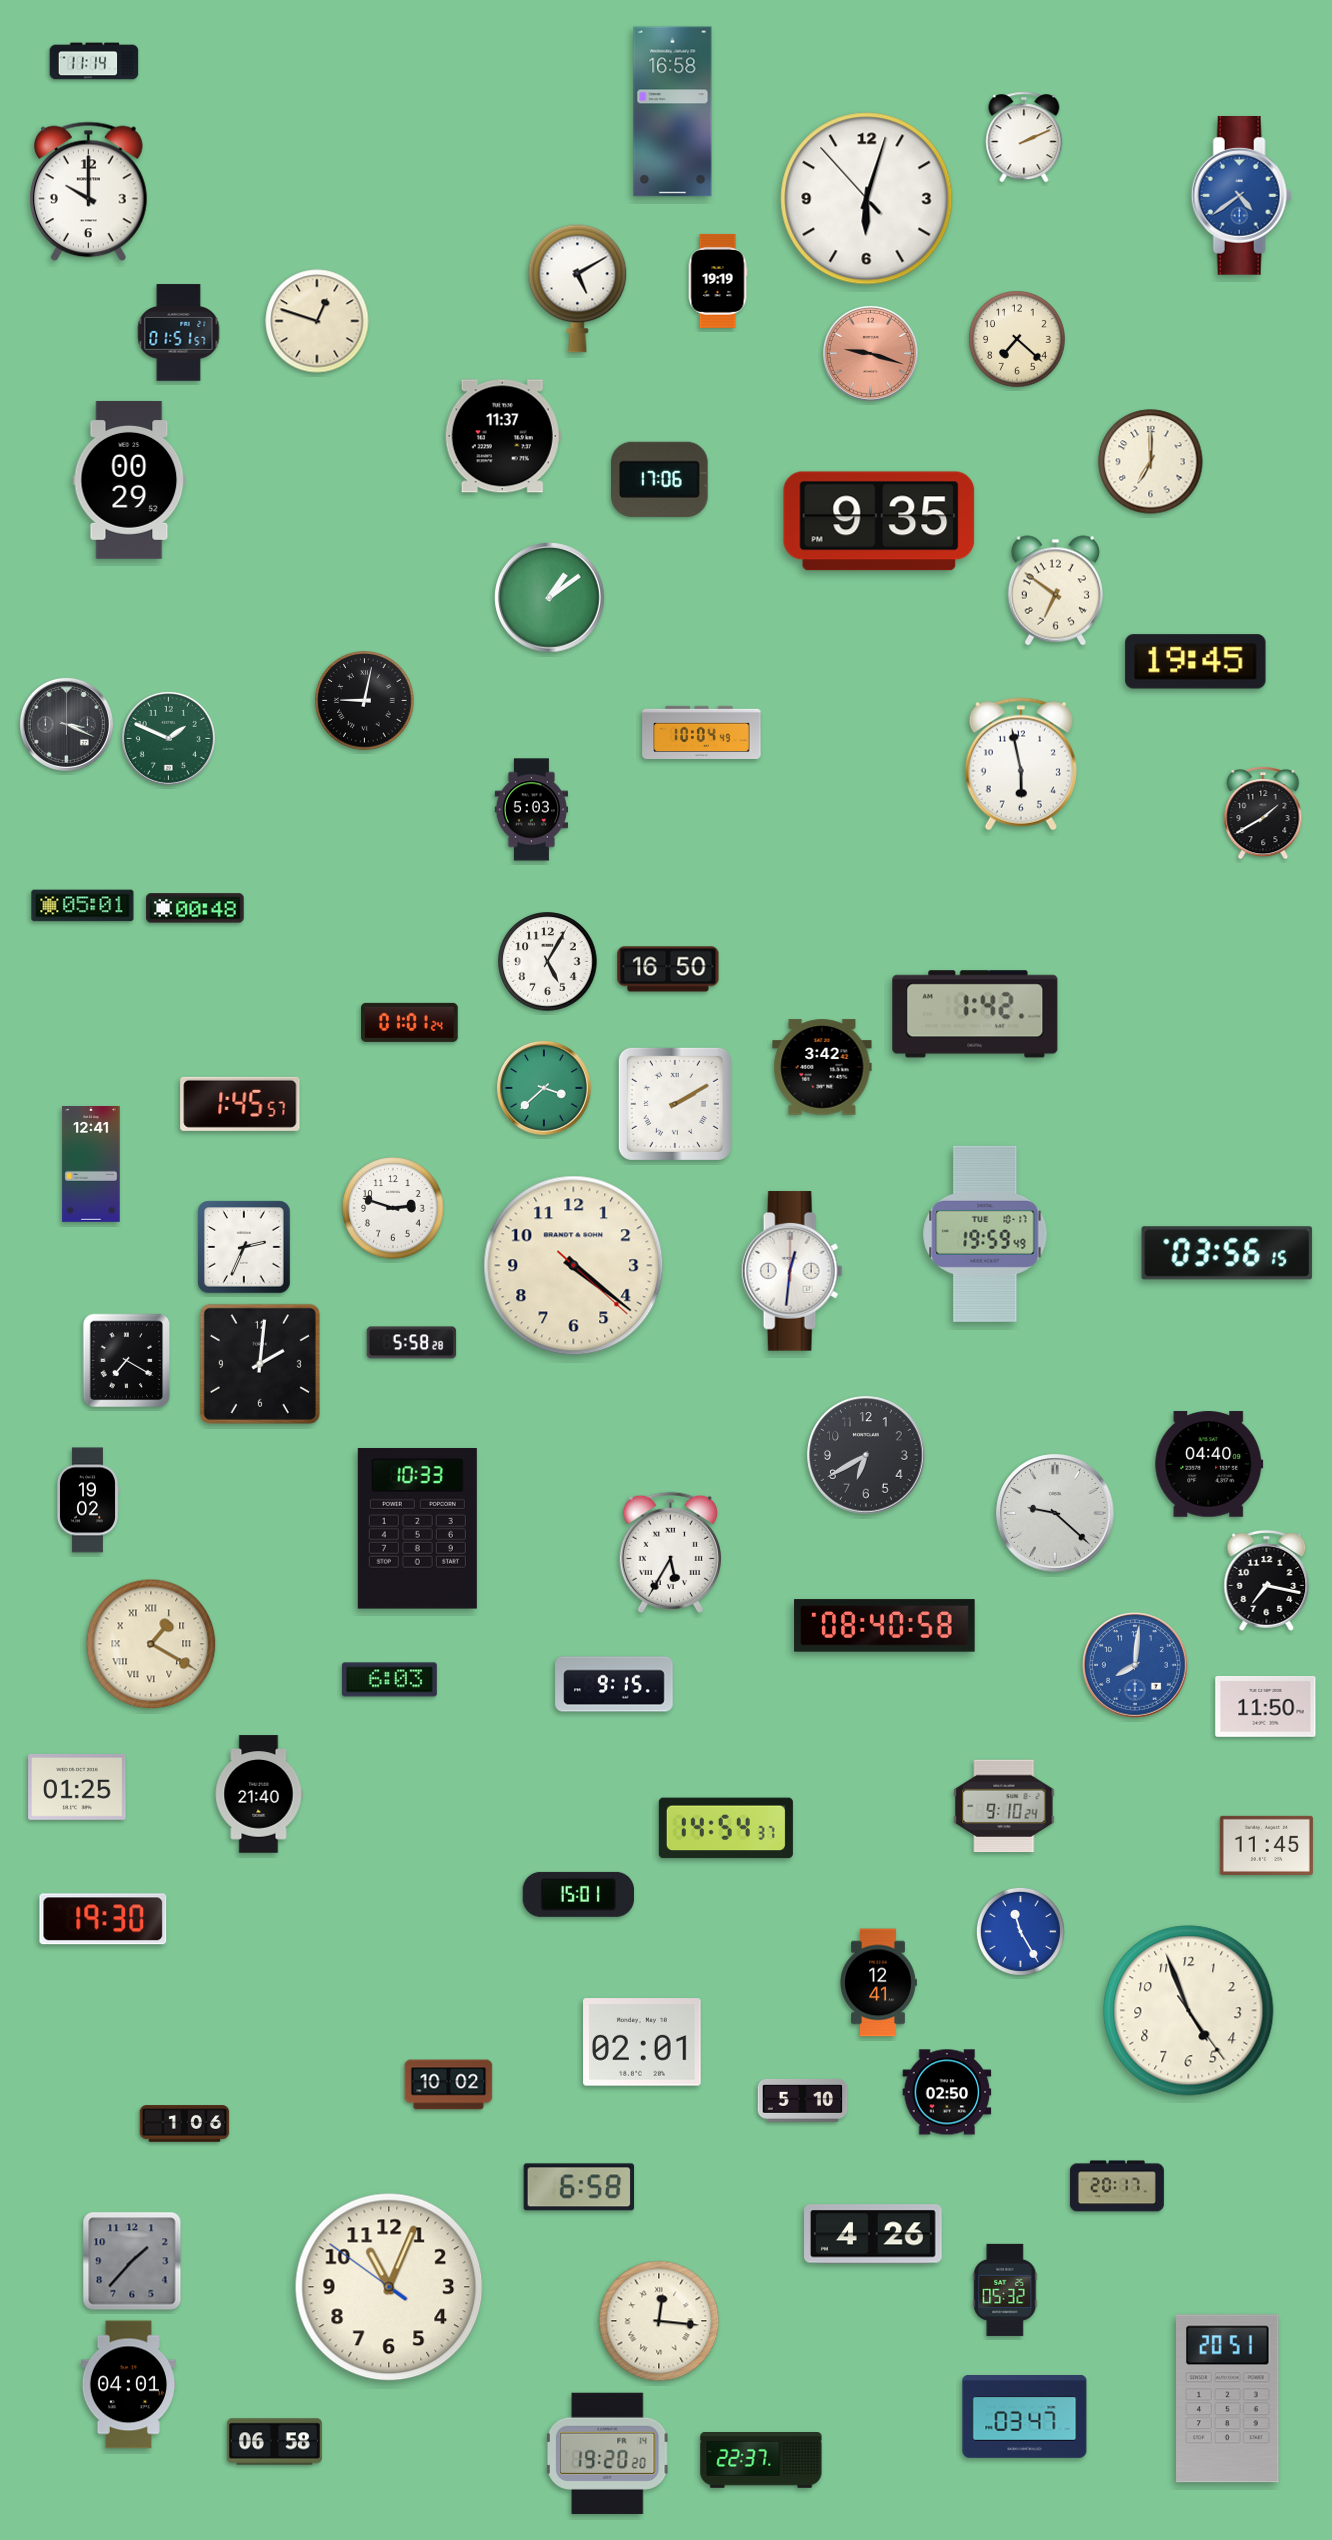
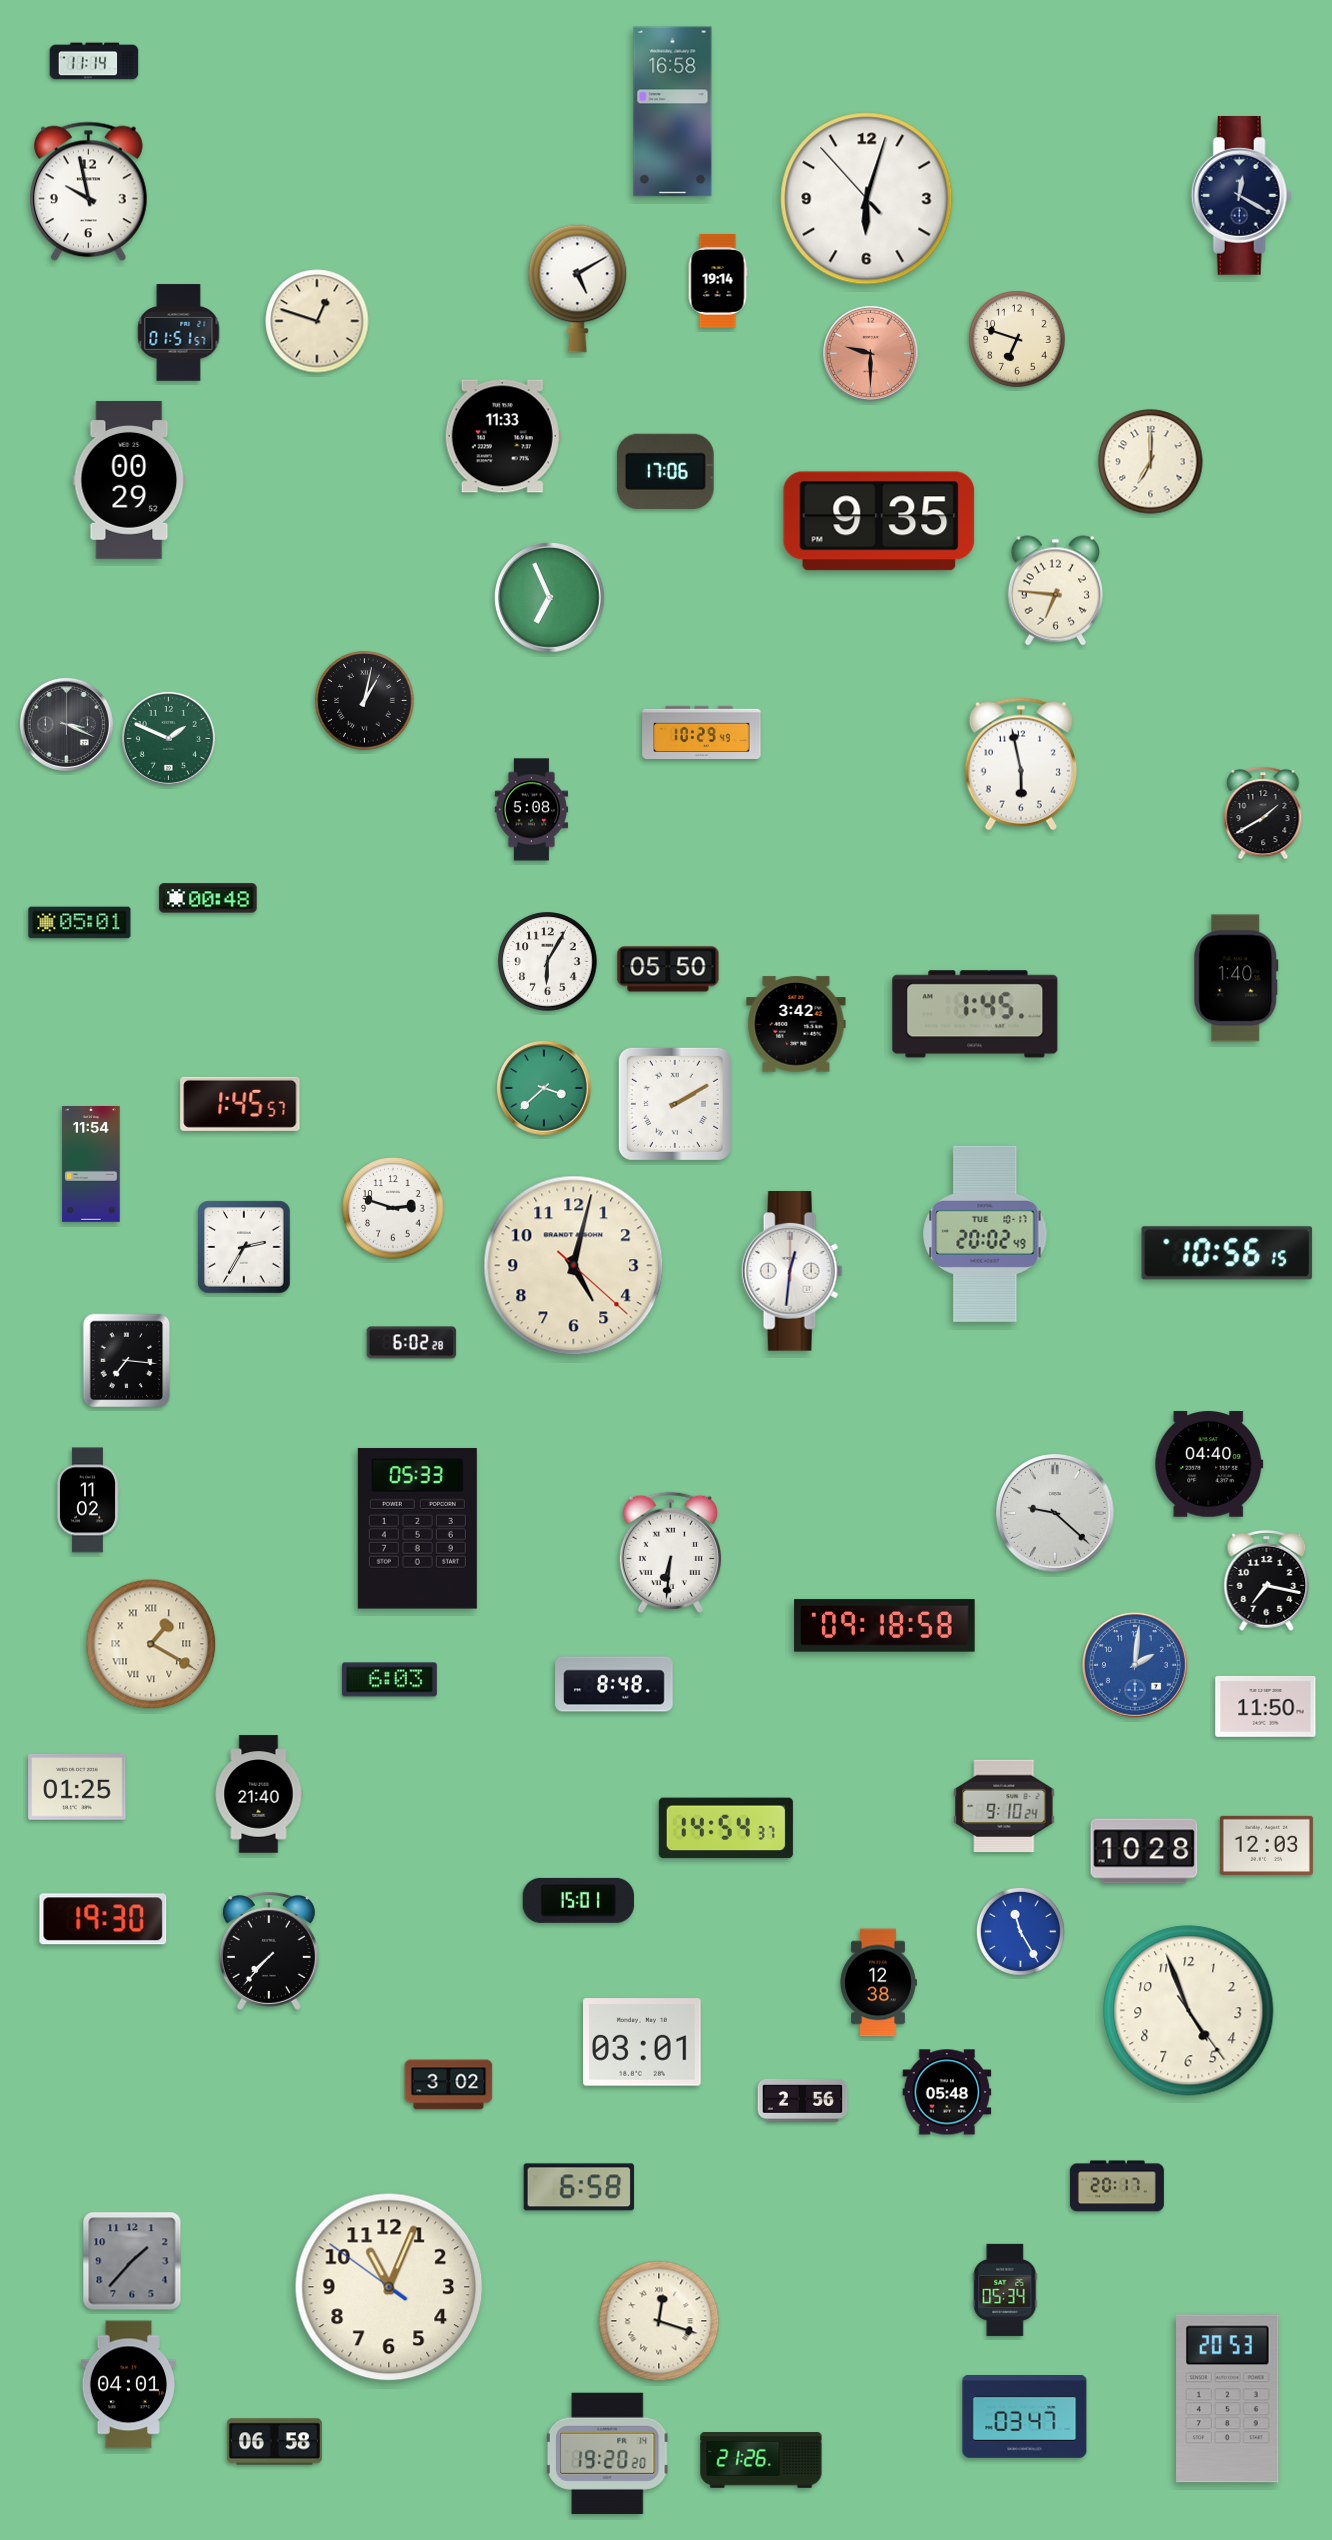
clock at (1024, 137): 2:11 -> none
clock at (88, 192): 10:00 -> 9:58
clock at (1241, 196): 4:39 -> 12:20
clock at (1241, 196) dial: blue -> navy
clock at (718, 281): 19:19 -> 19:14
clock at (1017, 339): 7:22 -> 6:48
clock at (870, 353): 9:18 -> 9:30
clock at (503, 436): 11:37 -> 11:33
clock at (660, 479) position: (660, 479) -> (666, 471)
clock at (1055, 591): 6:51 -> 6:46
clock at (550, 598): 1:09 -> 6:56
clock at (1196, 662): 19:45 -> none
clock at (365, 701): 9:02 -> 1:02
clock at (702, 732): 10:04 -> 10:29
clock at (532, 810): 5:03 -> 5:08
clock at (83, 906) position: (83, 906) -> (80, 923)
clock at (195, 908) position: (195, 908) -> (208, 898)
clock at (548, 962): 5:05 -> 6:05
clock at (668, 969): 16:50 -> 05:50
clock at (1236, 978): none -> 1:40
clock at (975, 1014): 1:42 -> 1:45
clock at (410, 1022): 01:01 -> none
clock at (822, 1067) position: (822, 1067) -> (796, 1024)
clock at (91, 1165): 12:41 -> 11:54
clock at (985, 1234): 19:59 -> 20:02
clock at (244, 1247): 2:34 -> 2:35
clock at (1227, 1253): 03:56 -> 10:56
clock at (574, 1266): 4:21 -> 5:02
clock at (412, 1343): 5:58 -> 6:02
clock at (127, 1361): 7:20 -> 7:16
clock at (260, 1364): 2:01 -> none
clock at (866, 1455): 6:40 -> none
clock at (87, 1500): 19:02 -> 11:02
clock at (417, 1529): 10:33 -> 05:33
clock at (670, 1552): 5:35 -> 6:31
clock at (885, 1626): 08:40 -> 09:18
clock at (1136, 1666): 8:01 -> 2:01
clock at (614, 1684): 9:15 -> 8:48
clock at (1266, 1845): 11:45 -> 12:03
clock at (1144, 1851): none -> 10:28
clock at (578, 1894) position: (578, 1894) -> (578, 1900)
clock at (269, 1952): none -> 7:37
clock at (878, 1983): 12:41 -> 12:38
clock at (642, 2042): 02:01 -> 03:01
clock at (449, 2085): 10:02 -> 3:02
clock at (947, 2092): 02:50 -> 05:48
clock at (803, 2100): 5:10 -> 2:56
clock at (185, 2124): 1:06 -> none
clock at (874, 2234): 4:26 -> none
clock at (1005, 2290): 05:32 -> 05:34
clock at (659, 2321): 12:16 -> 12:18
clock at (1228, 2399): 20:51 -> 20:53
clock at (761, 2461): 22:37 -> 21:26
